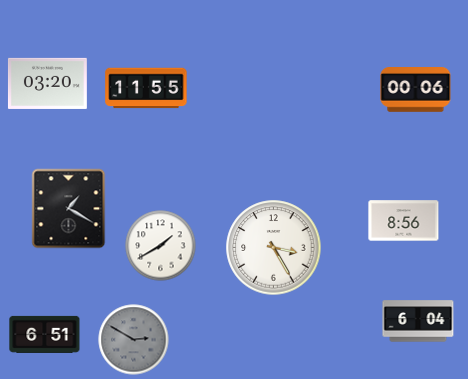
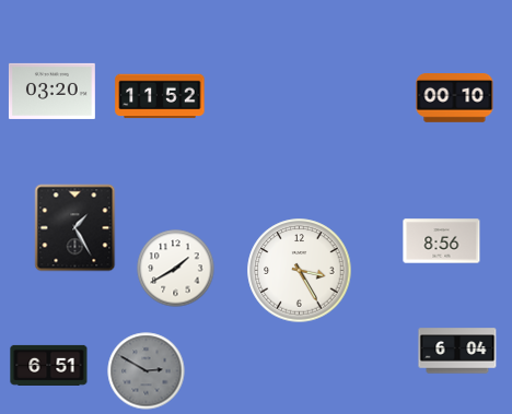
clock at (146, 88): 11:55 -> 11:52
clock at (416, 90): 00:06 -> 00:10
clock at (69, 209): 1:20 -> 1:25
